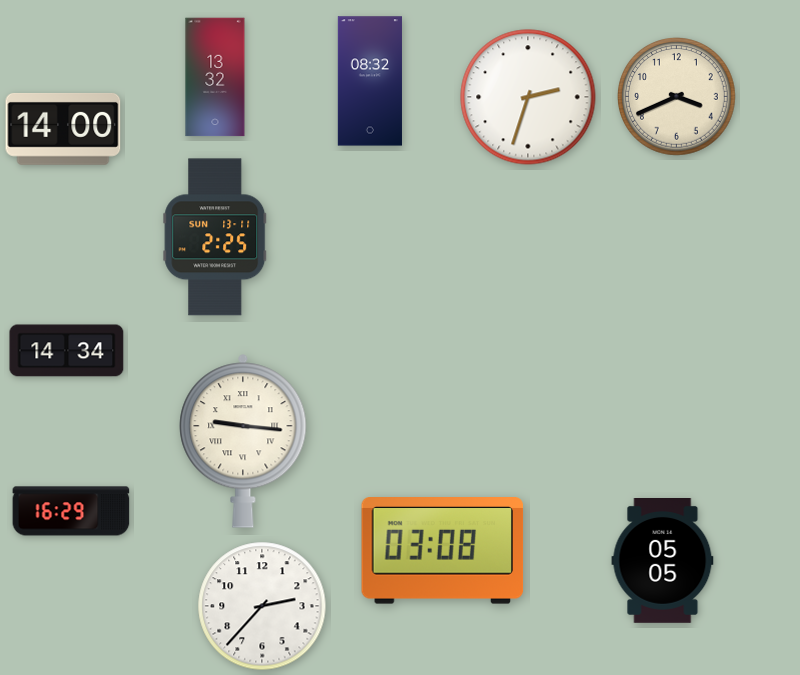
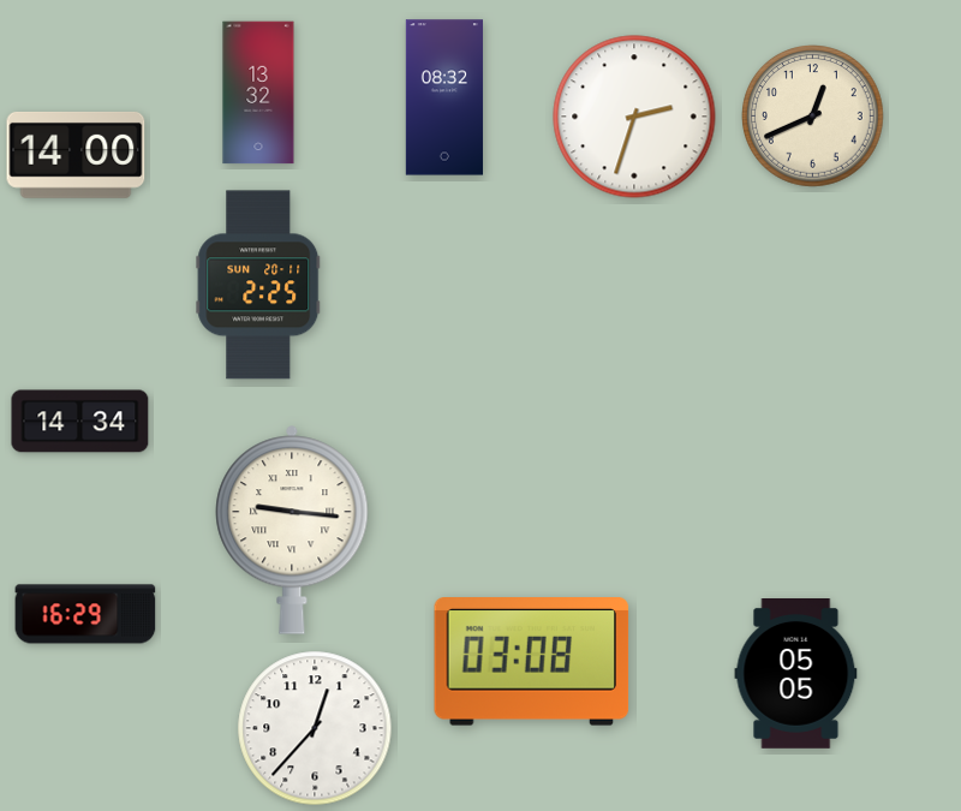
clock at (677, 97): 3:41 -> 12:41
clock at (215, 237) date: SUN 13-11 -> SUN 20-11
clock at (262, 606): 2:37 -> 12:37
